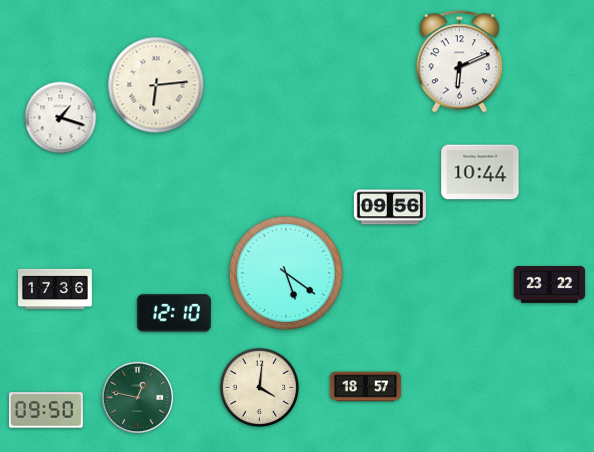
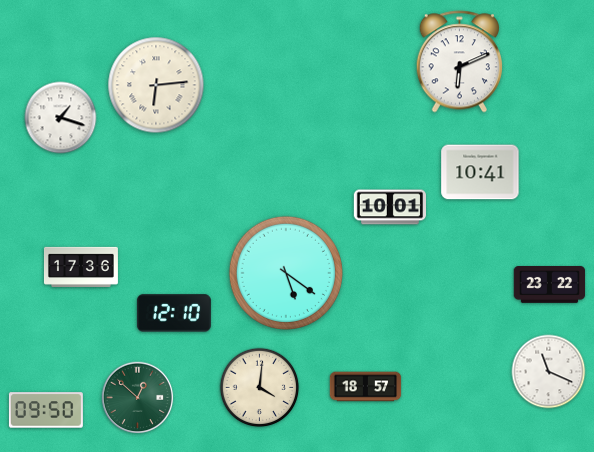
clock at (480, 172): 10:44 -> 10:41
clock at (389, 207): 09:56 -> 10:01
clock at (55, 288) position: (55, 288) -> (81, 266)
clock at (549, 372): none -> 11:19
clock at (138, 398): 12:47 -> 12:52
